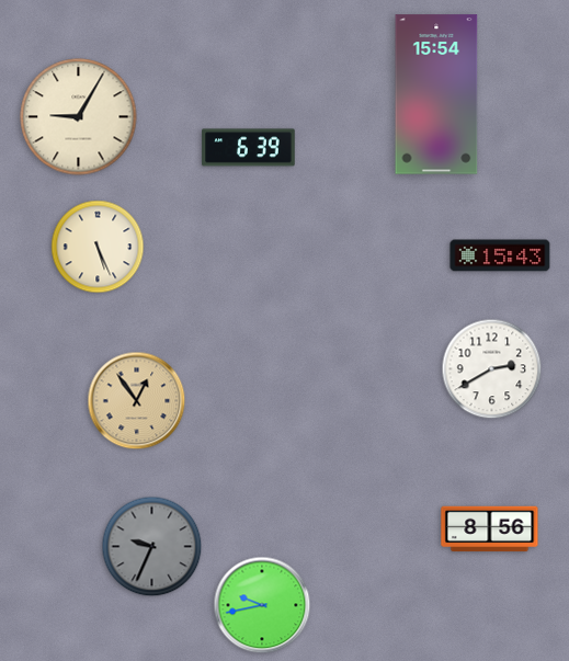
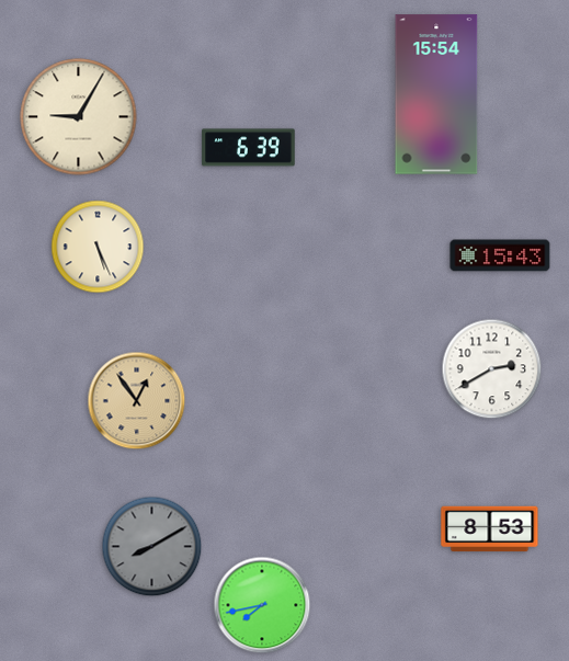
clock at (490, 529): 8:56 -> 8:53
clock at (152, 547): 9:34 -> 8:10
clock at (262, 605): 9:43 -> 7:43
